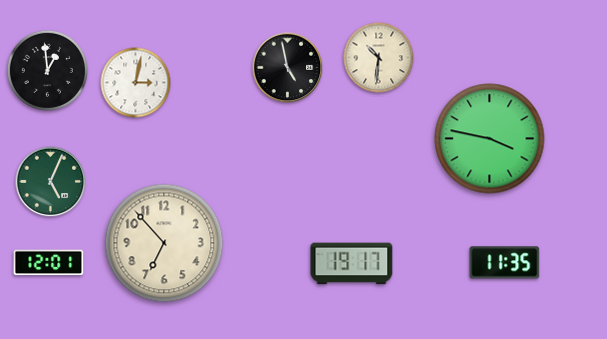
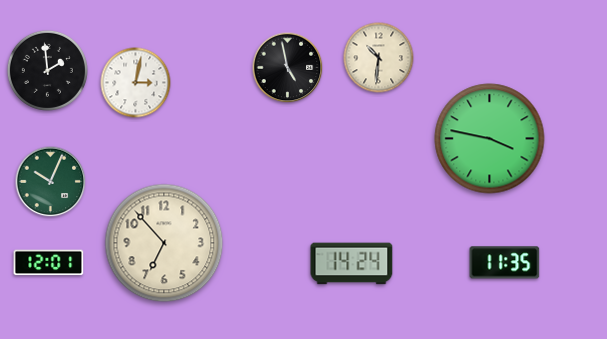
clock at (47, 70): 12:59 -> 1:59
clock at (51, 182): 5:04 -> 10:04
clock at (352, 264): 19:17 -> 14:24
